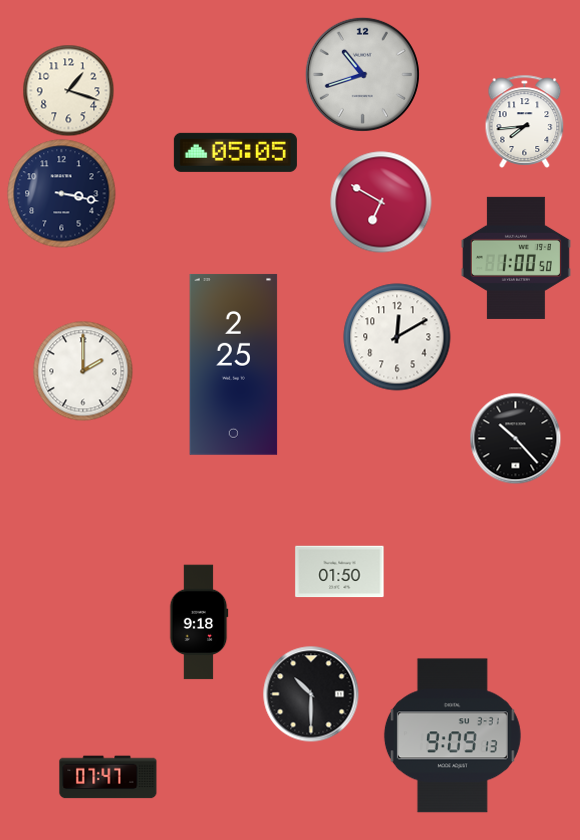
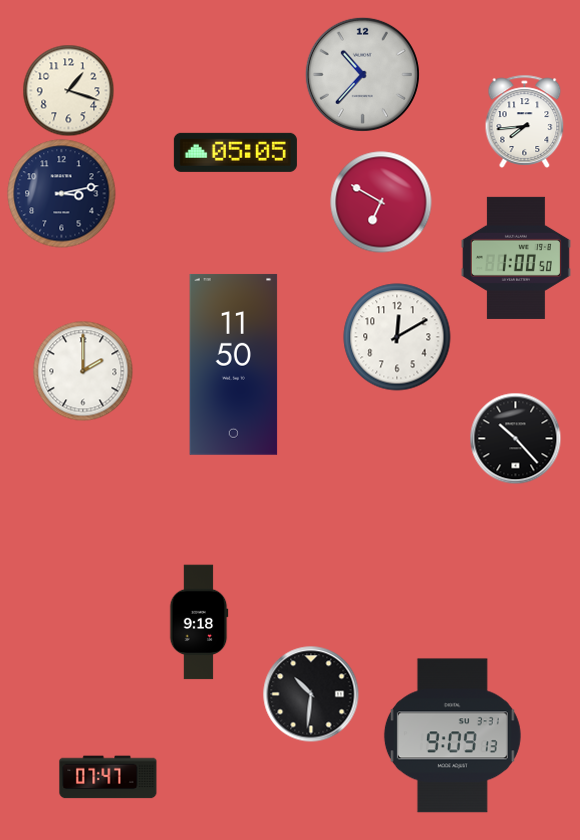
clock at (362, 74): 10:42 -> 10:37
clock at (62, 194): 3:17 -> 3:13
clock at (234, 364): 2:25 -> 11:50
clock at (340, 572): 01:50 -> none
clock at (311, 694): 10:30 -> 10:31
